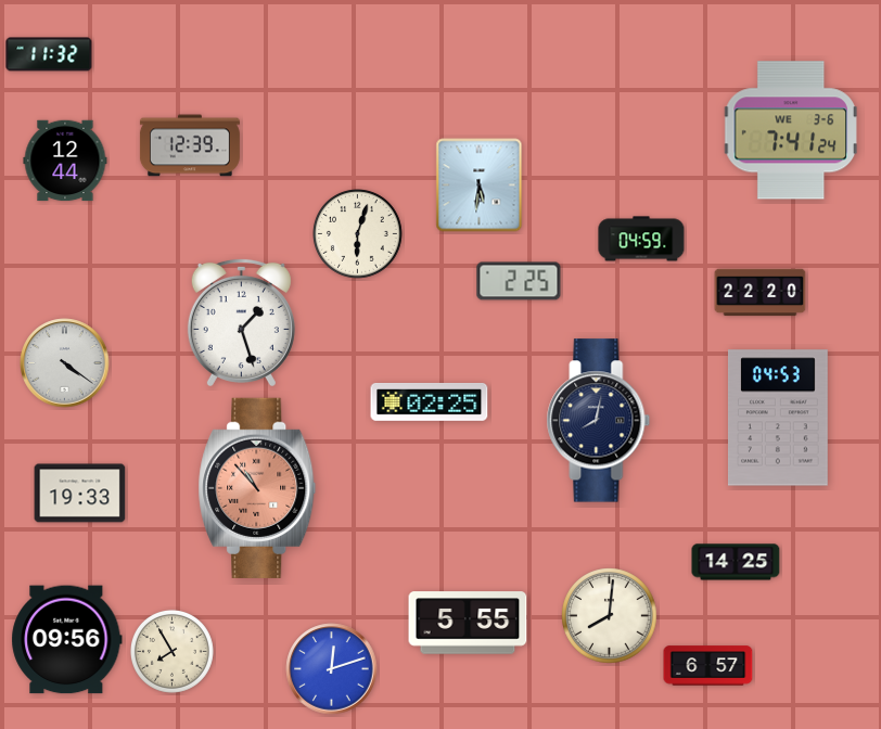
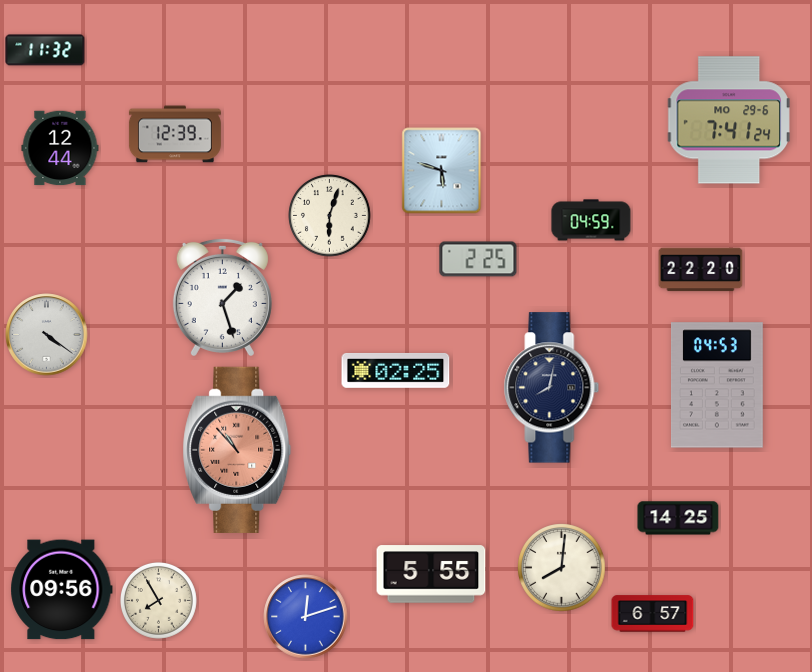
clock at (791, 130) date: WE 3-6 -> MO 29-6
clock at (480, 186): 5:31 -> 5:48
clock at (65, 363) position: (65, 363) -> (47, 335)
clock at (80, 494): 19:33 -> none
